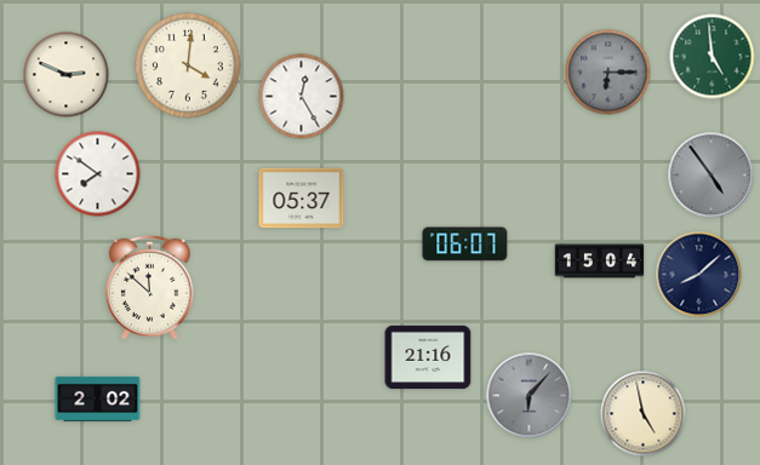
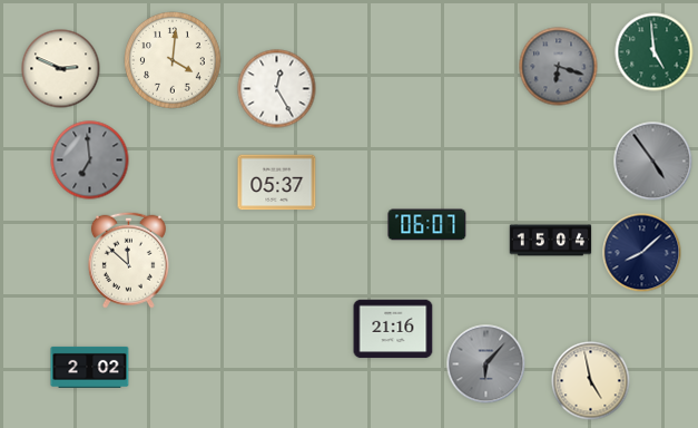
clock at (608, 73): 6:15 -> 6:18
clock at (98, 174): 7:51 -> 6:59
clock at (98, 174) dial: white -> grey
clock at (149, 287) position: (149, 287) -> (128, 260)
